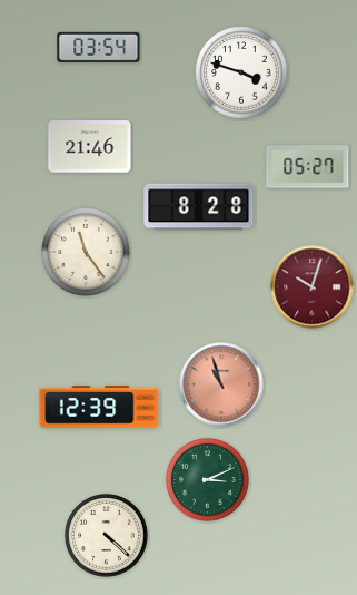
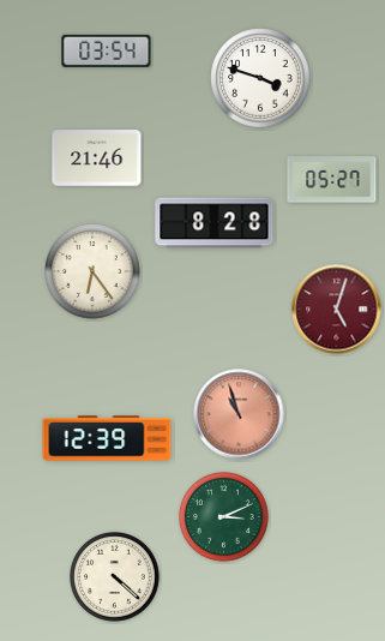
clock at (86, 252): 11:24 -> 6:24
clock at (313, 287): 10:03 -> 5:03
